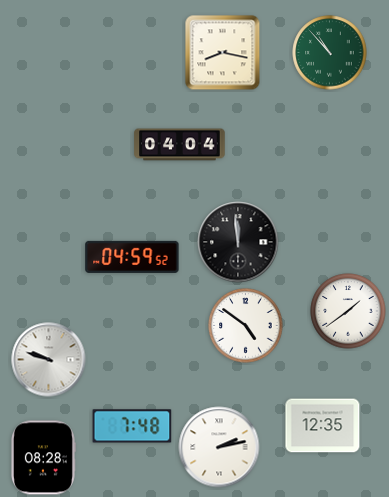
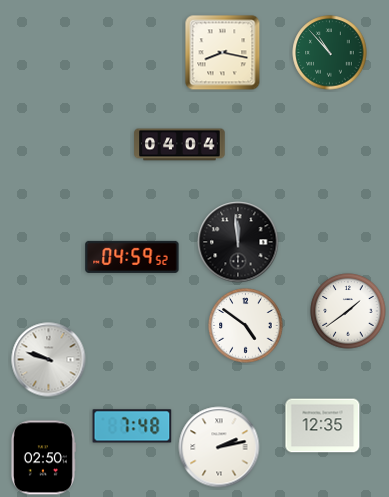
clock at (43, 458): 08:28 -> 02:50
